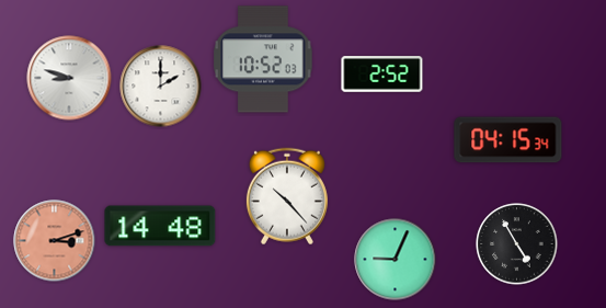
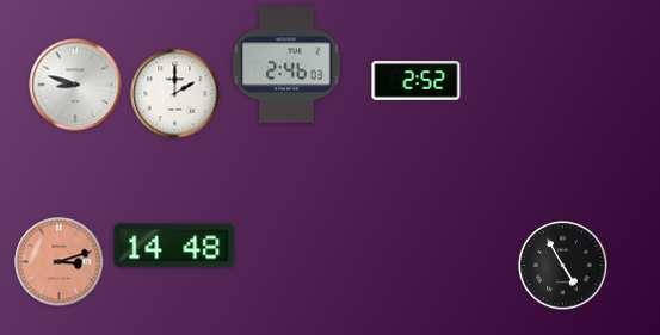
clock at (263, 59): 10:52 -> 2:46
clock at (508, 140): 04:15 -> none
clock at (287, 196): 10:23 -> none
clock at (396, 260): 9:04 -> none
